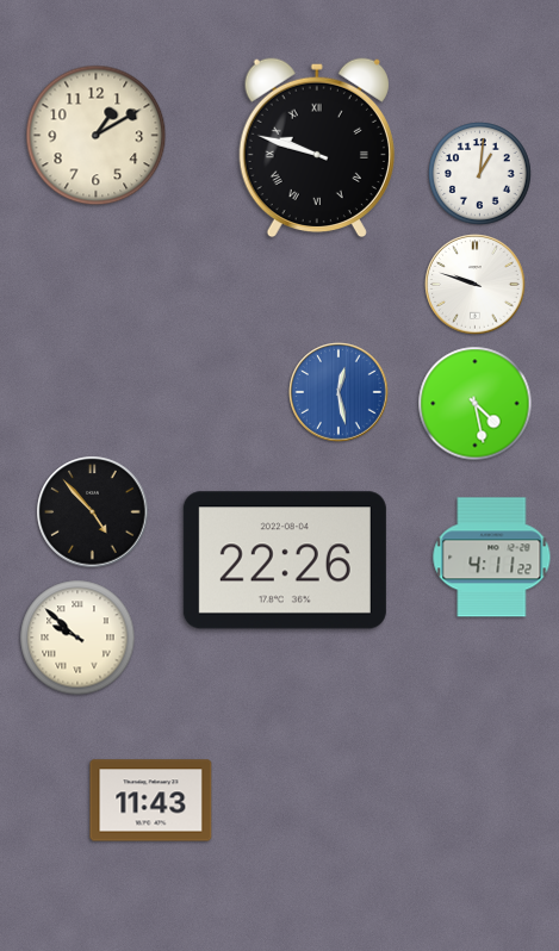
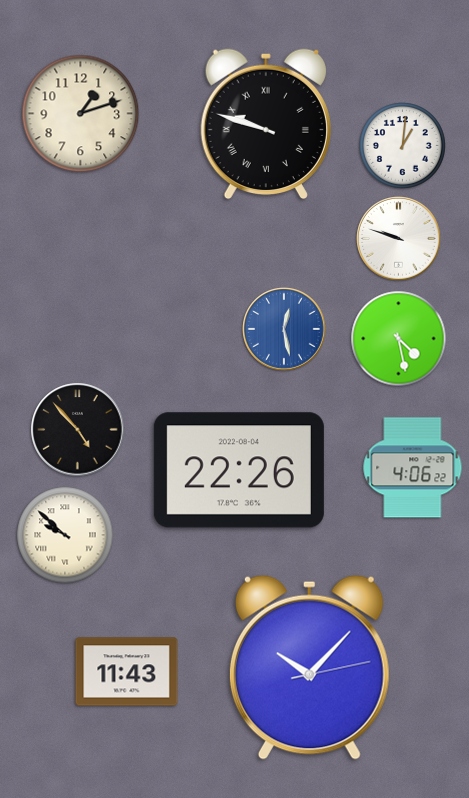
clock at (97, 136): 1:10 -> 1:12
clock at (492, 558): 4:11 -> 4:06
clock at (309, 667): none -> 10:07
